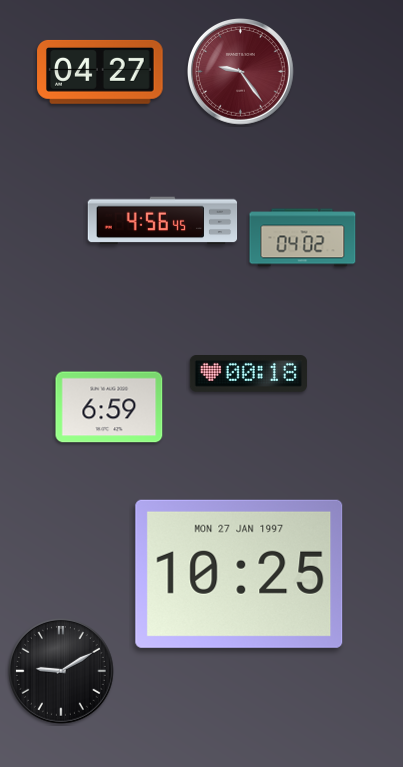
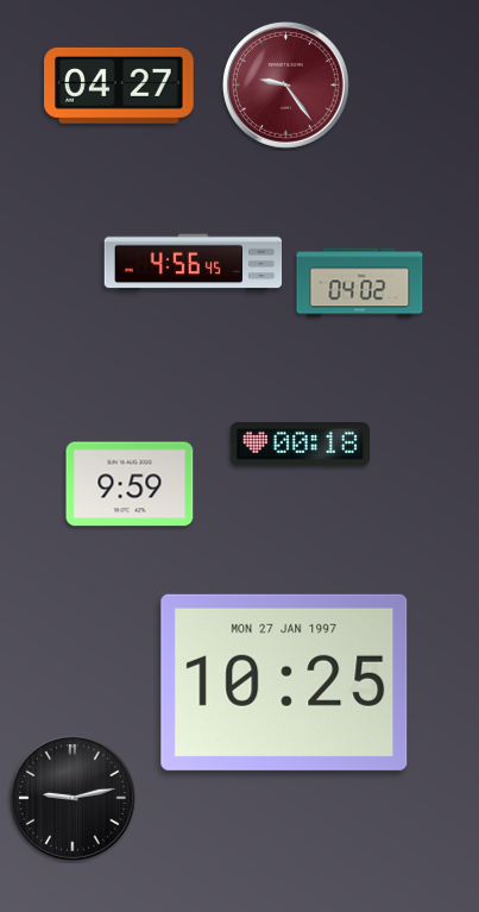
clock at (248, 374) position: (248, 374) -> (300, 445)
clock at (109, 407): 6:59 -> 9:59
clock at (62, 672): 9:10 -> 9:13
